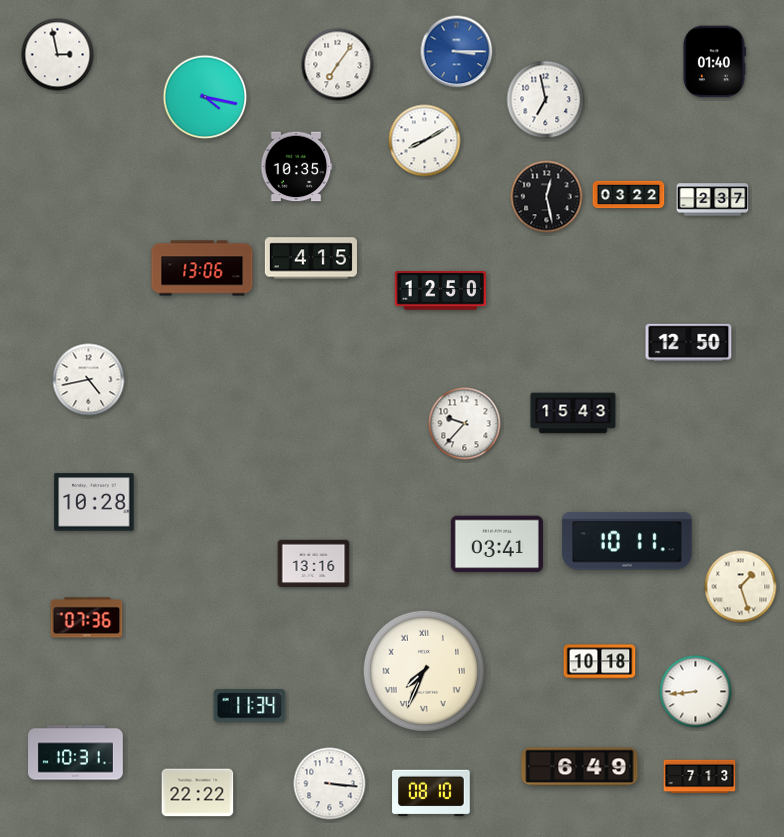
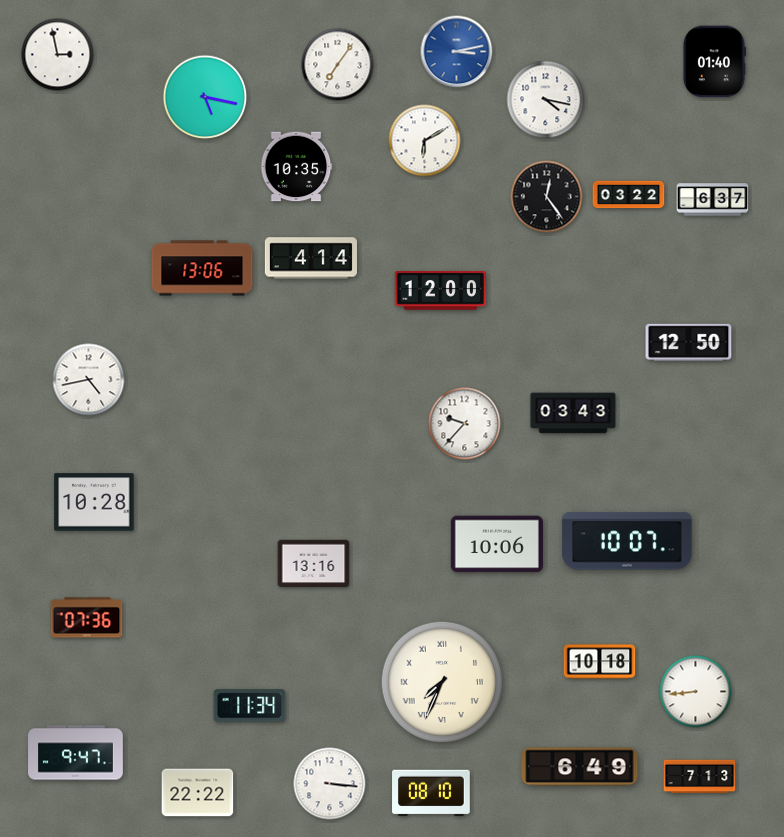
clock at (457, 52): 3:15 -> 3:13
clock at (205, 97): 4:17 -> 5:17
clock at (546, 100): 6:58 -> 4:17
clock at (425, 141): 8:10 -> 6:10
clock at (547, 197): 12:28 -> 12:24
clock at (713, 200): 2:37 -> 6:37
clock at (311, 258): 4:15 -> 4:14
clock at (440, 291): 12:50 -> 12:00
clock at (573, 413): 15:43 -> 03:43
clock at (627, 541): 10:11 -> 10:07
clock at (497, 544): 03:41 -> 10:06
clock at (741, 587): 1:27 -> none
clock at (424, 671) position: (424, 671) -> (442, 682)
clock at (76, 753): 10:31 -> 9:47
